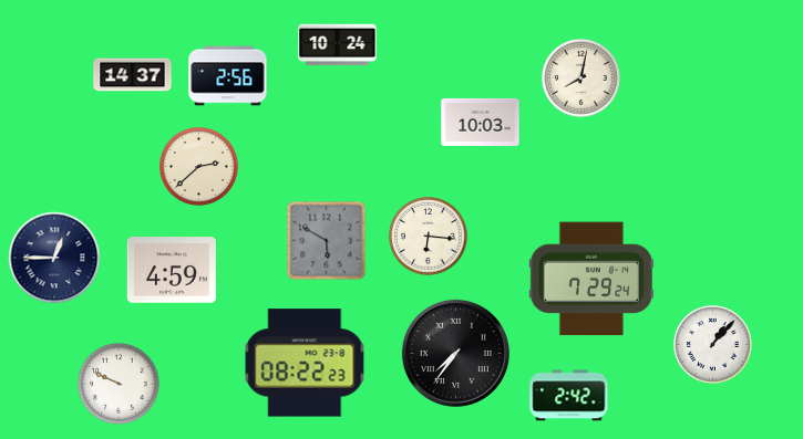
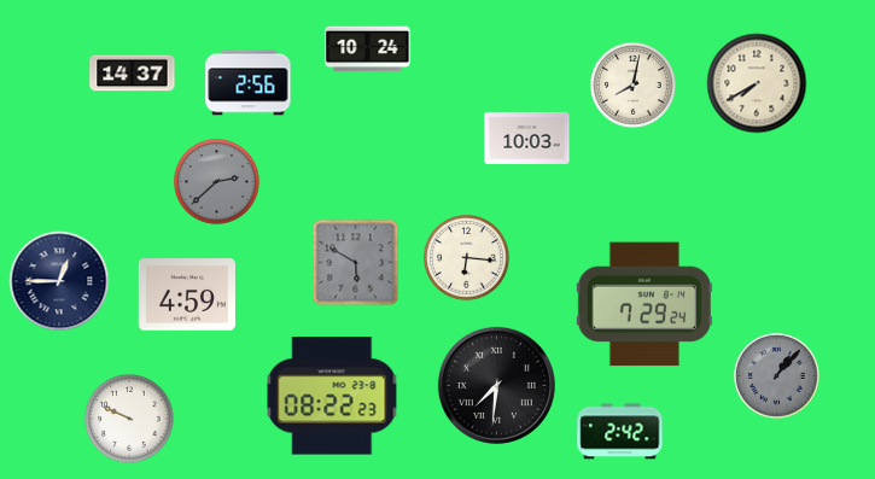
clock at (133, 75) position: (133, 75) -> (133, 74)
clock at (757, 83): none -> 7:40
clock at (481, 122) position: (481, 122) -> (527, 138)
clock at (199, 167) dial: cream -> grey
clock at (713, 345) dial: white -> grey
clock at (455, 353): 7:36 -> 7:31
